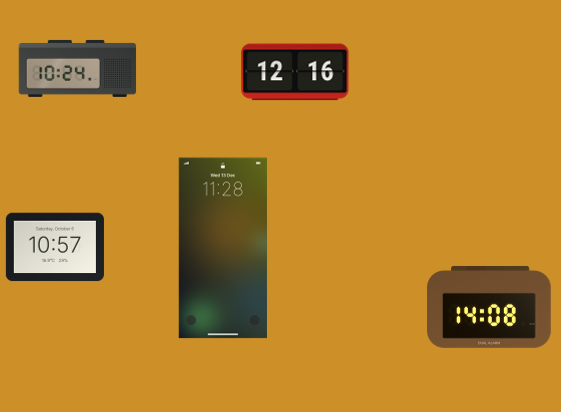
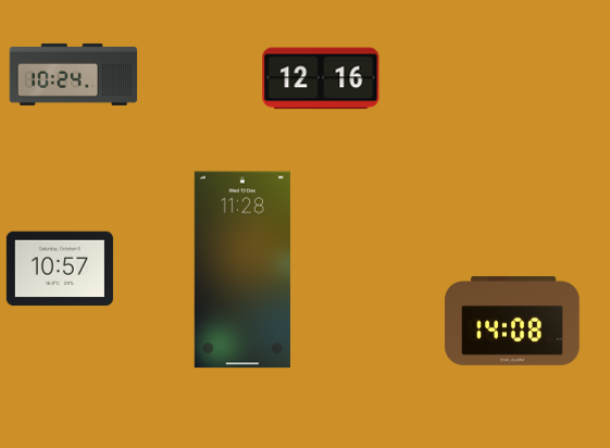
clock at (78, 68) position: (78, 68) -> (74, 74)
clock at (489, 307) position: (489, 307) -> (512, 321)
